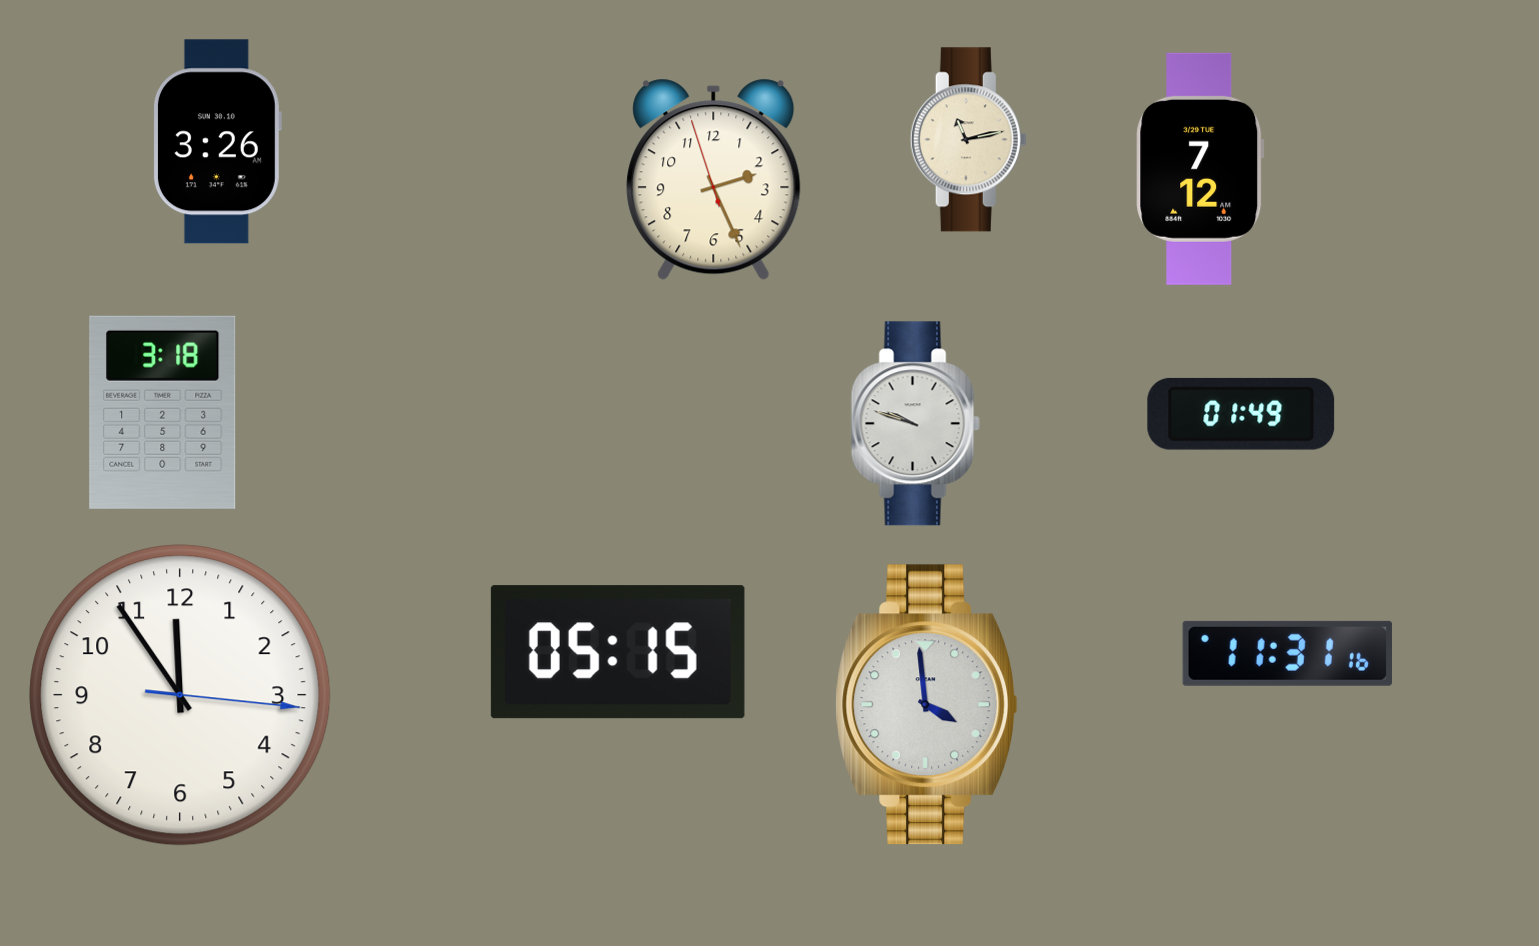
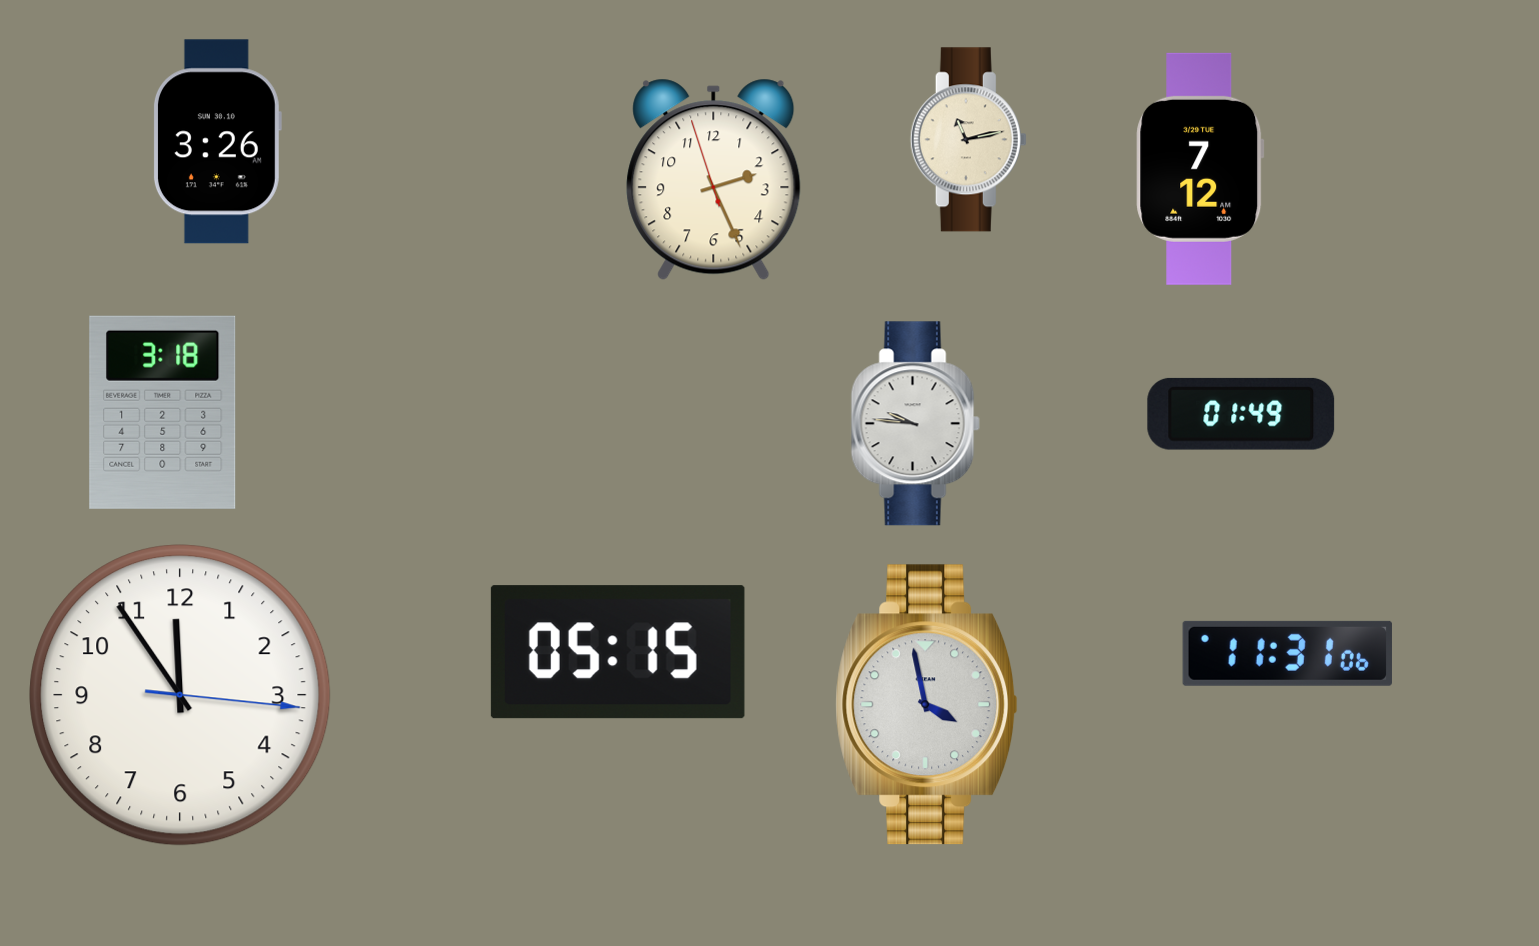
clock at (915, 424): 9:48 -> 9:46
clock at (1287, 653): 11:31:16 -> 11:31:06
clock at (927, 705): 3:59 -> 3:58
